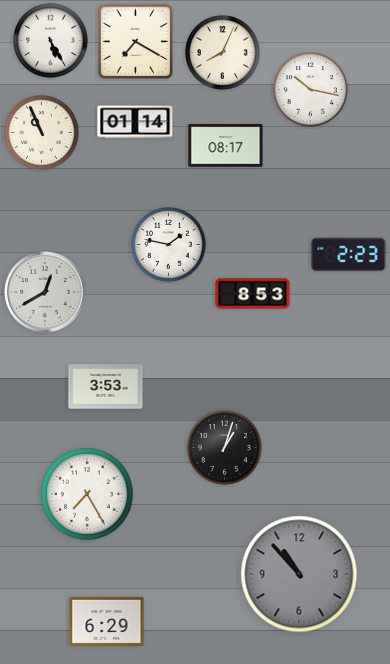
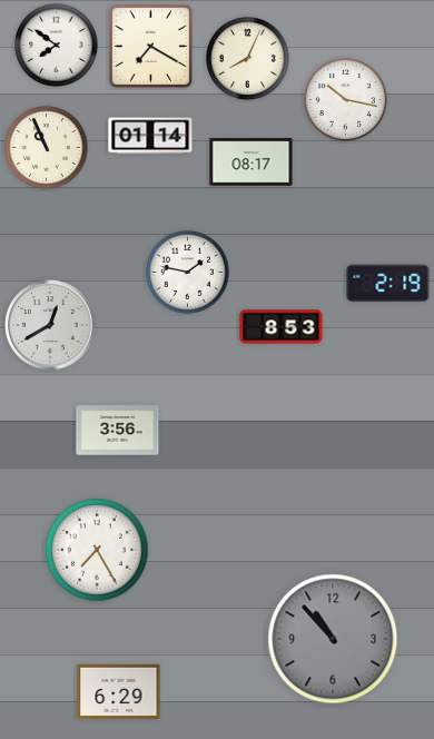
clock at (51, 41): 5:25 -> 7:51
clock at (349, 255): 2:23 -> 2:19
clock at (106, 387): 3:53 -> 3:56
clock at (225, 448): 1:03 -> none
